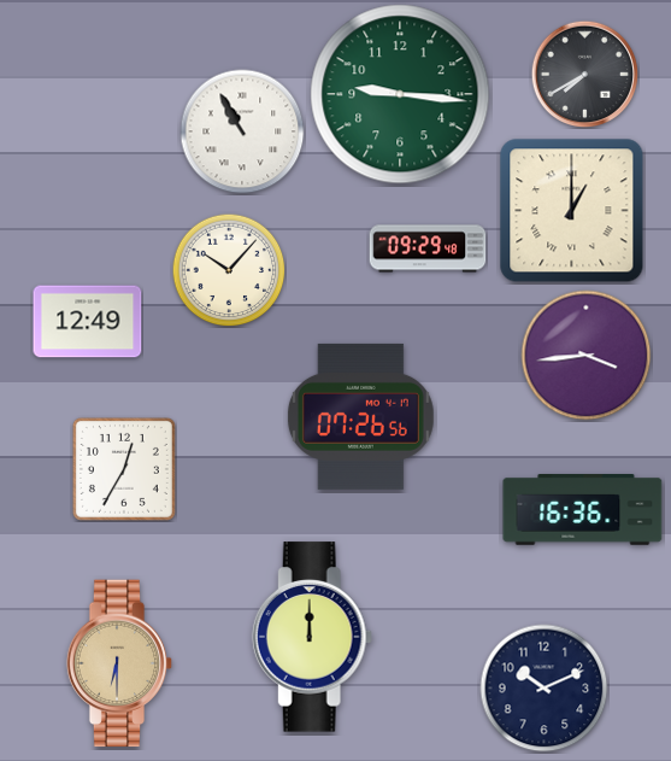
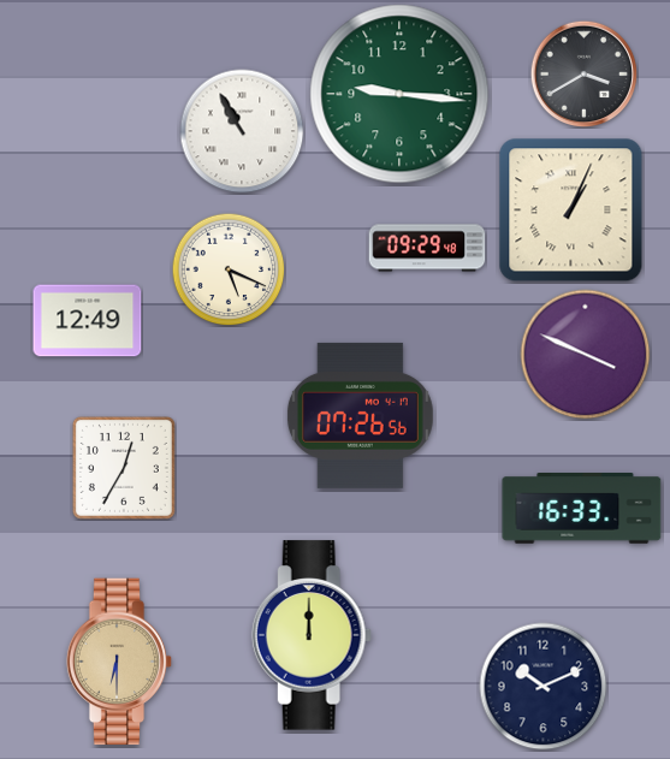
clock at (584, 74): 7:40 -> 3:40
clock at (572, 211): 1:00 -> 1:04
clock at (229, 270): 10:07 -> 5:19
clock at (587, 356): 3:44 -> 3:49
clock at (583, 510): 16:36 -> 16:33
